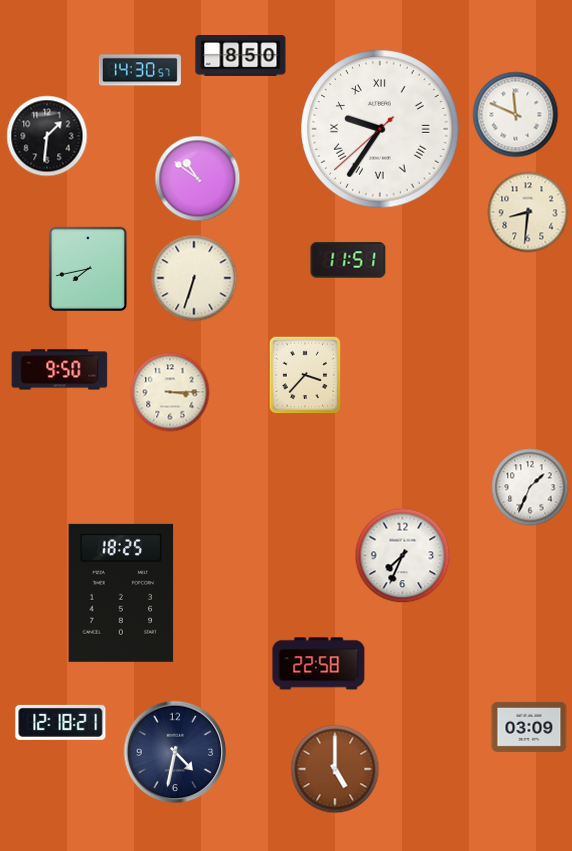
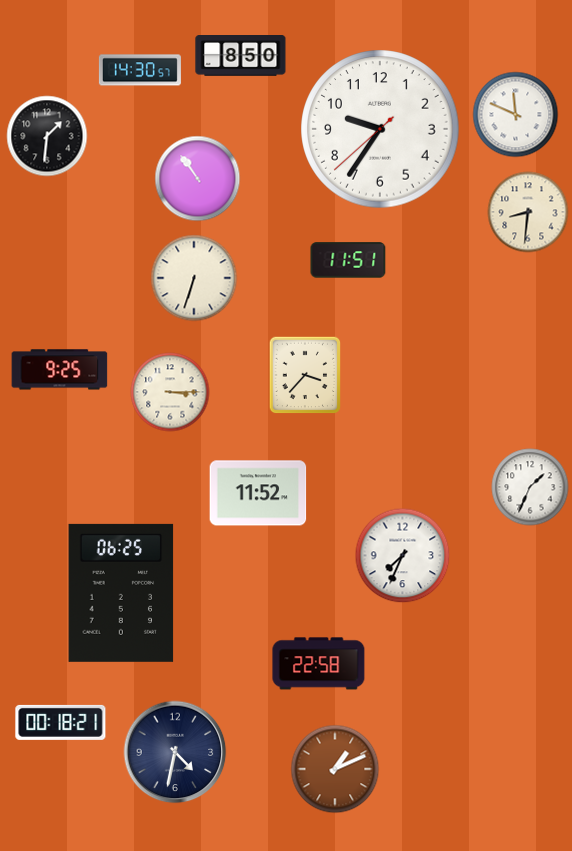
clock at (380, 129) numerals: Roman -> Arabic
clock at (198, 179): 10:51 -> 10:54
clock at (88, 268): 7:43 -> none
clock at (60, 370): 9:50 -> 9:25
clock at (258, 493): none -> 11:52
clock at (121, 593): 18:25 -> 06:25
clock at (61, 722): 12:18 -> 00:18
clock at (529, 727): 03:09 -> none
clock at (335, 769): 5:00 -> 1:11
